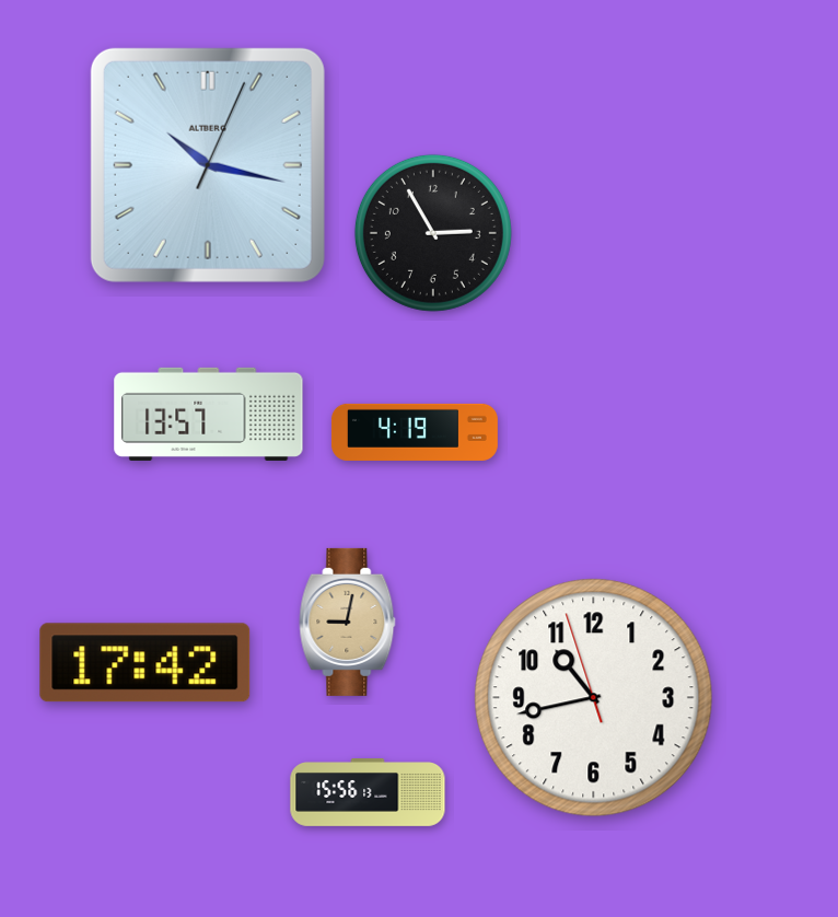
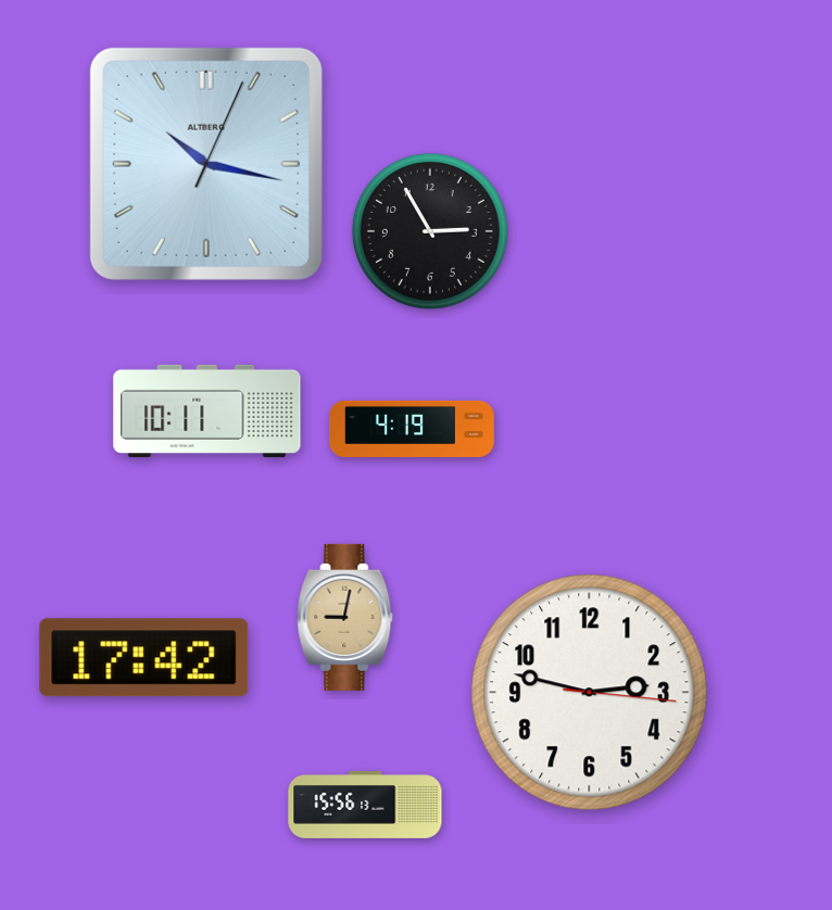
clock at (209, 414): 13:57 -> 10:11
clock at (594, 698): 10:42 -> 2:47
clock at (368, 793) position: (368, 793) -> (365, 806)
